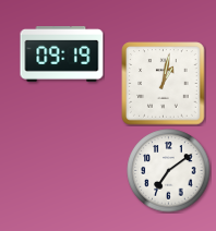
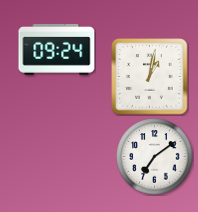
clock at (62, 53): 09:19 -> 09:24
